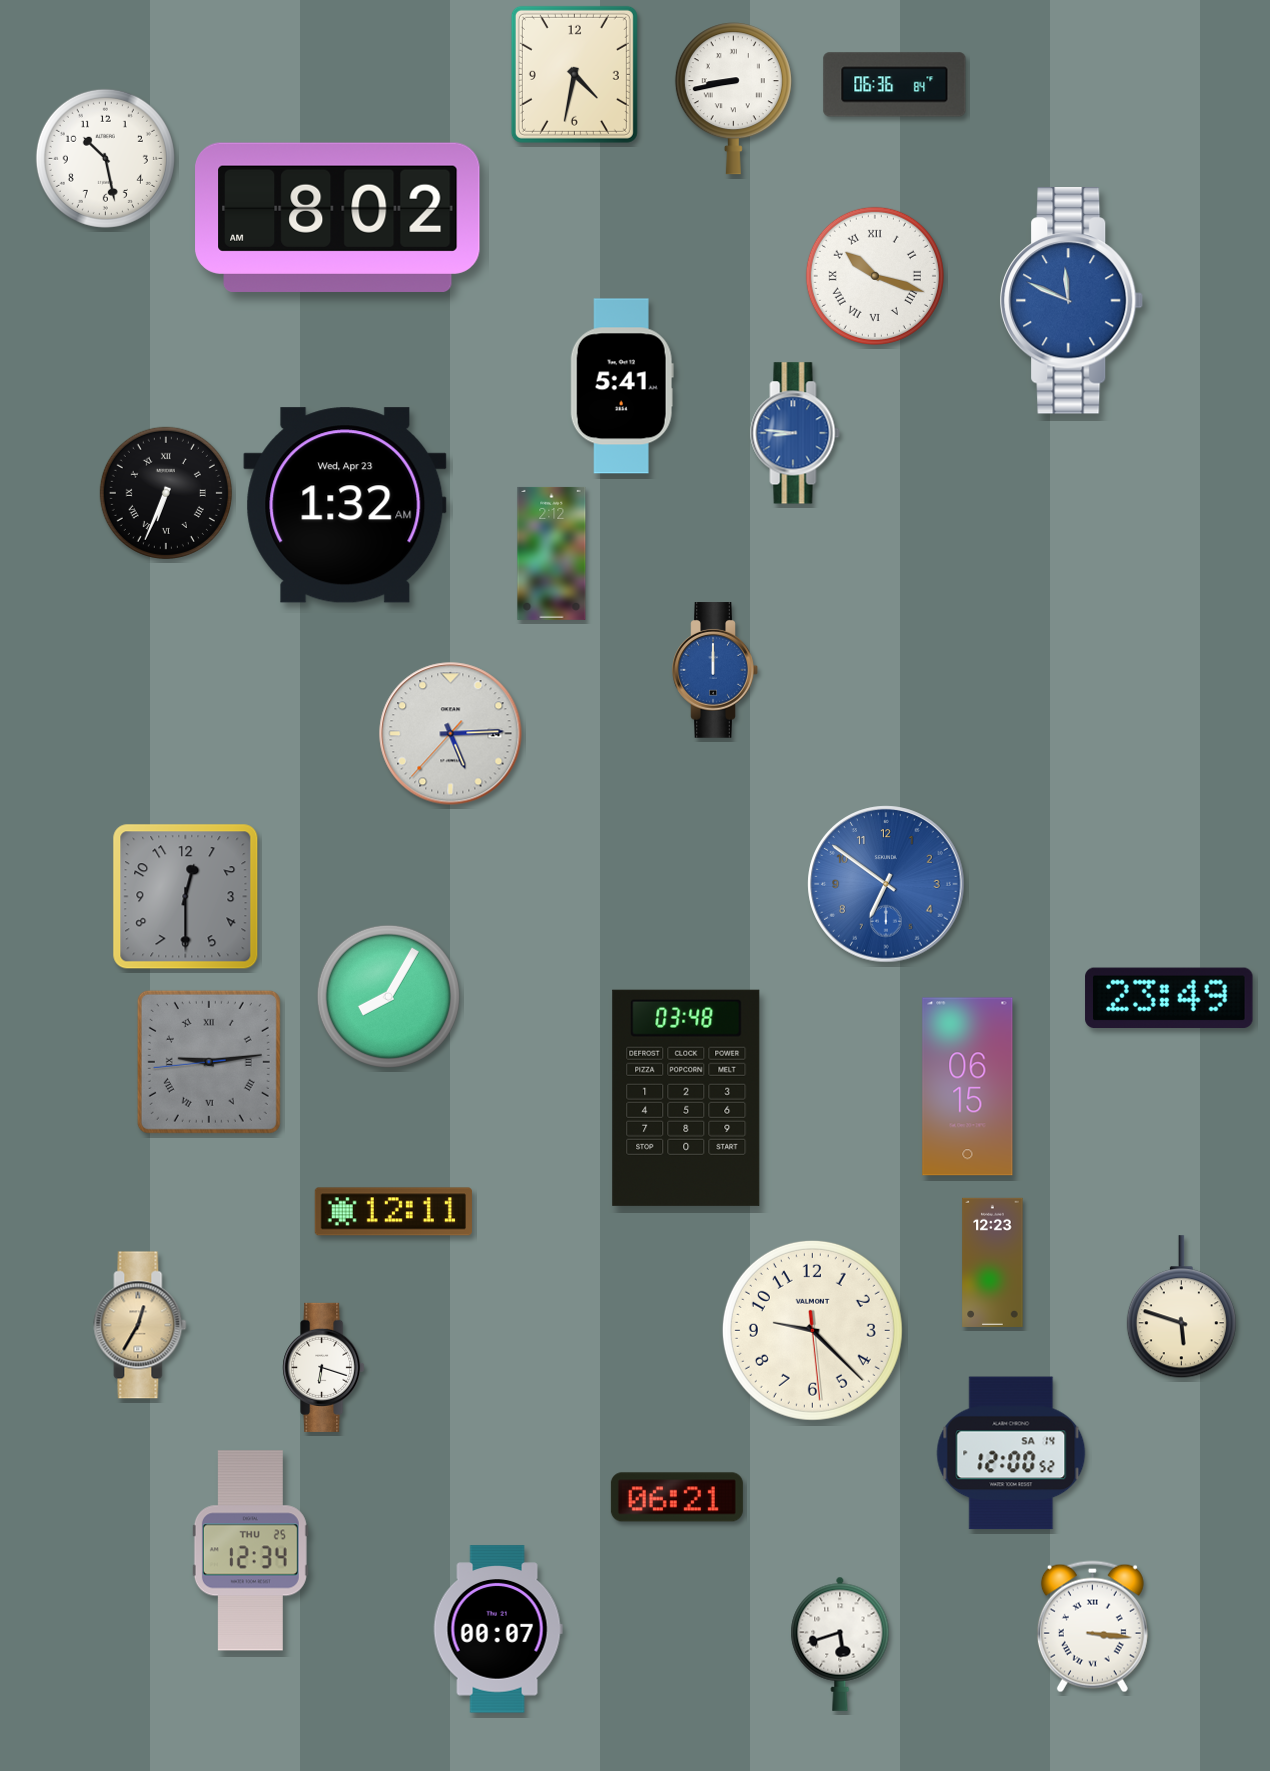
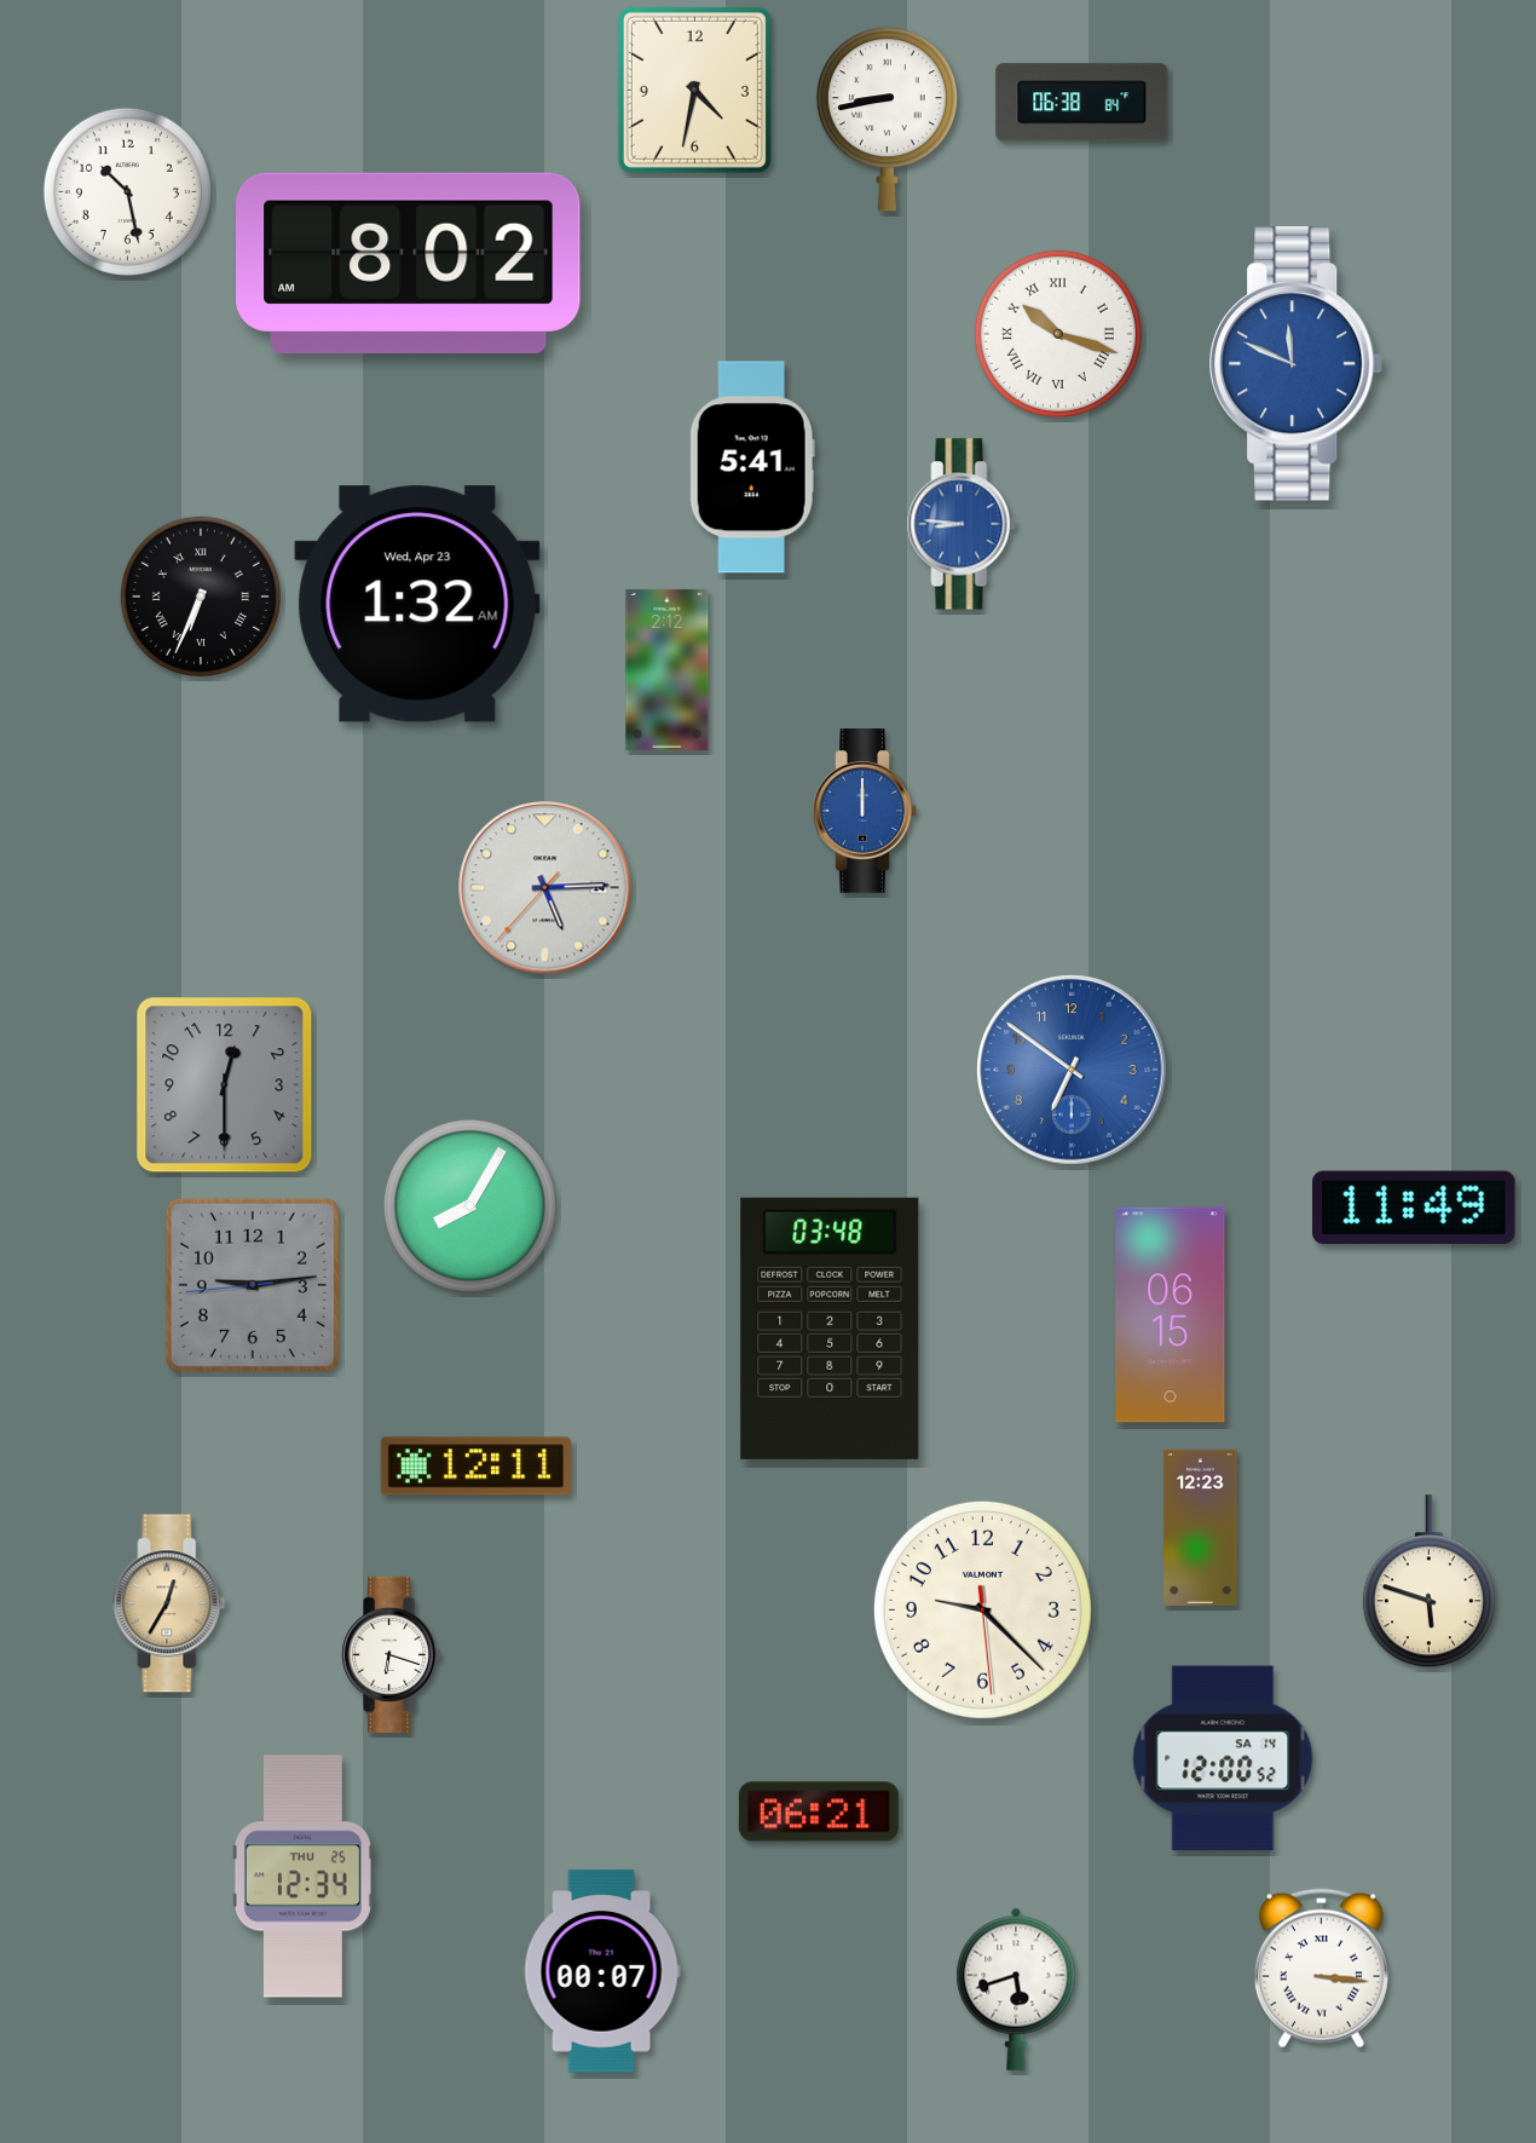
clock at (895, 85): 06:36 -> 06:38
clock at (345, 505) position: (345, 505) -> (417, 604)
clock at (1169, 998): 23:49 -> 11:49
clock at (209, 1062) numerals: Roman -> Arabic
